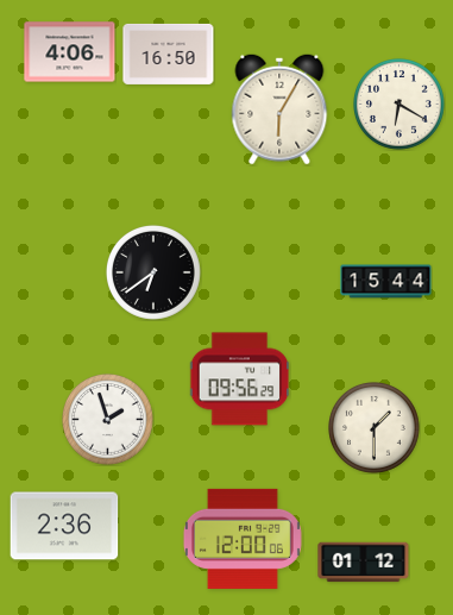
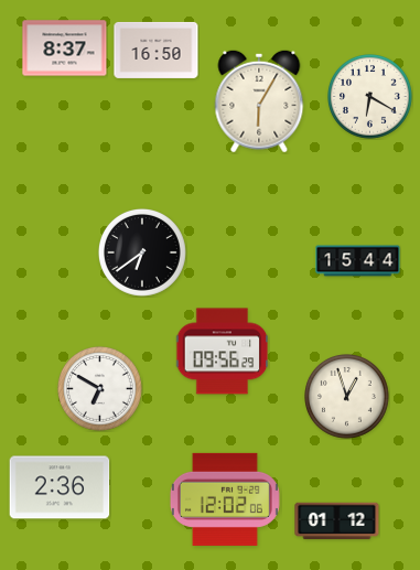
clock at (70, 52): 4:06 -> 8:37
clock at (108, 420): 1:57 -> 6:50
clock at (375, 428): 1:30 -> 12:57
clock at (243, 539): 12:00 -> 12:02
